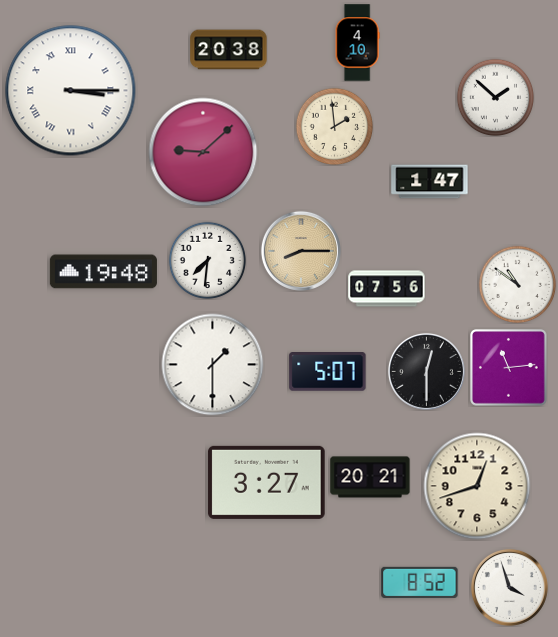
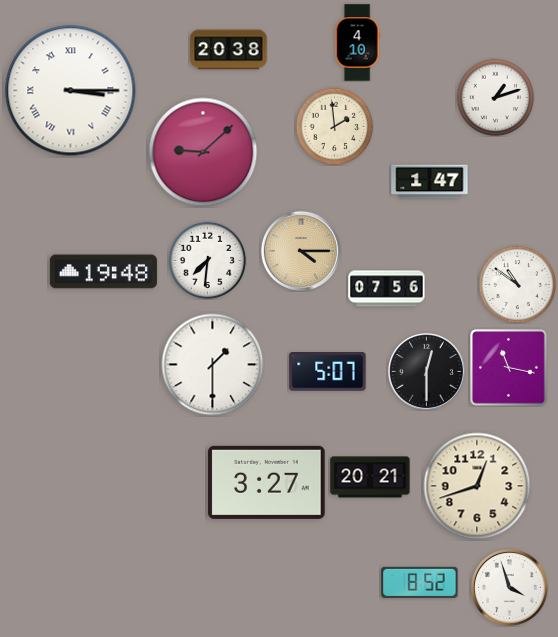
clock at (495, 97): 1:52 -> 1:12
clock at (301, 251): 8:15 -> 4:15
clock at (509, 368): 11:14 -> 11:17
